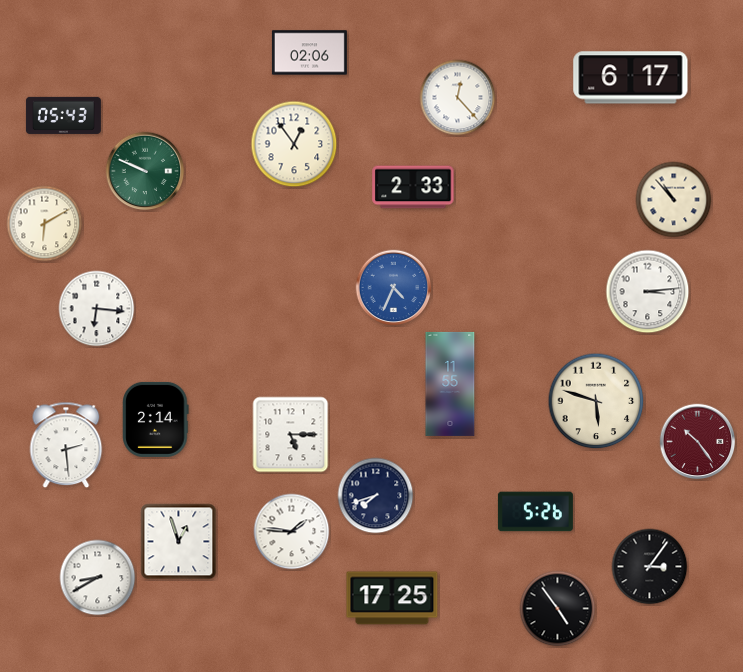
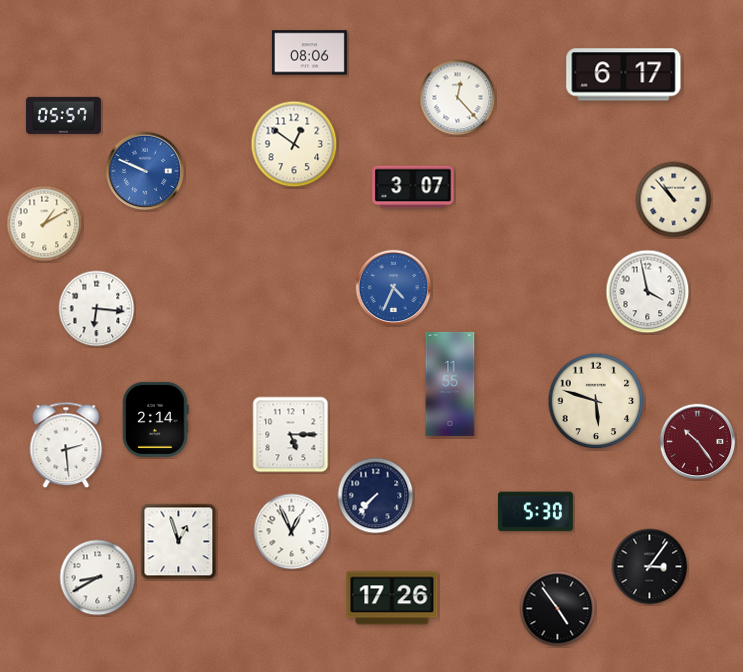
clock at (309, 53): 02:06 -> 08:06
clock at (631, 78) position: (631, 78) -> (624, 75)
clock at (63, 115): 05:43 -> 05:57
clock at (294, 144): 12:54 -> 12:51
clock at (145, 171) dial: green -> blue
clock at (413, 187): 2:33 -> 3:07
clock at (45, 224): 6:10 -> 1:10
clock at (648, 292): 3:14 -> 3:58
clock at (376, 496): 7:42 -> 7:37
clock at (535, 512): 5:26 -> 5:30
clock at (292, 532): 1:46 -> 12:56
clock at (392, 598): 17:25 -> 17:26
